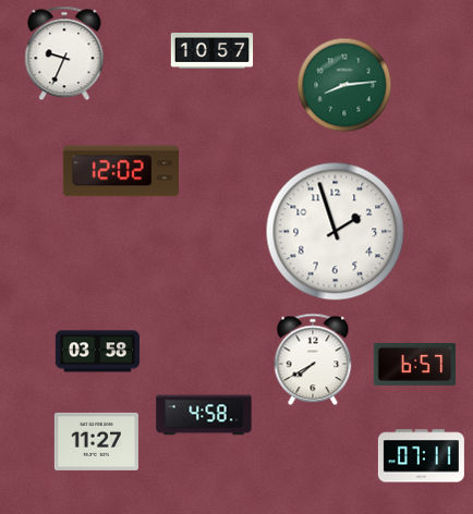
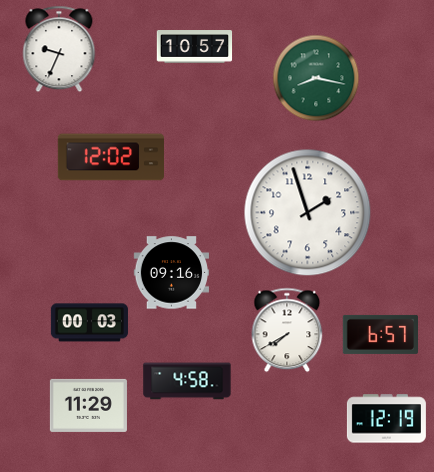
clock at (344, 85): 8:14 -> 8:17
clock at (171, 273): none -> 09:16
clock at (97, 352): 03:58 -> 00:03
clock at (96, 441): 11:27 -> 11:29
clock at (421, 456): 07:11 -> 12:19
